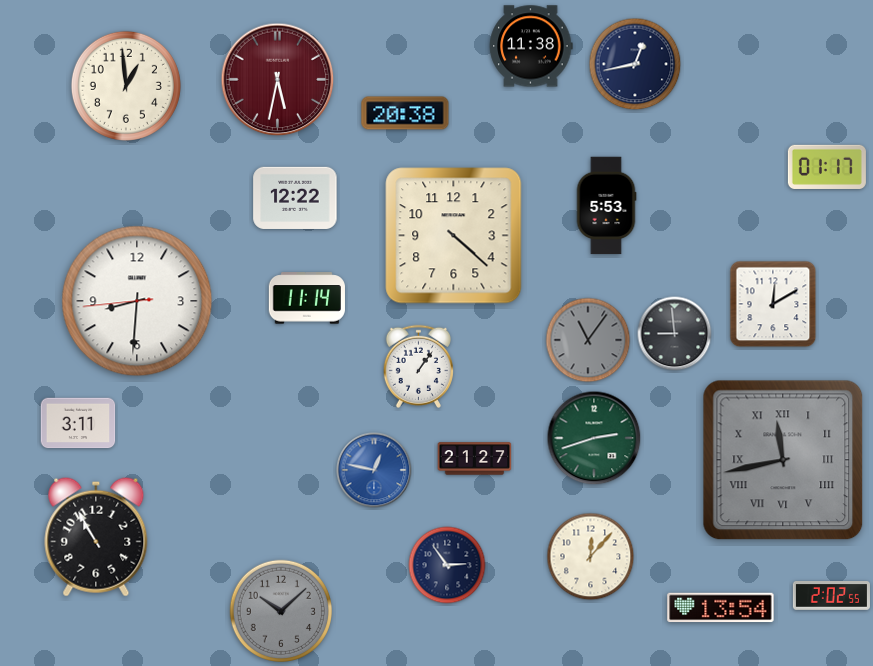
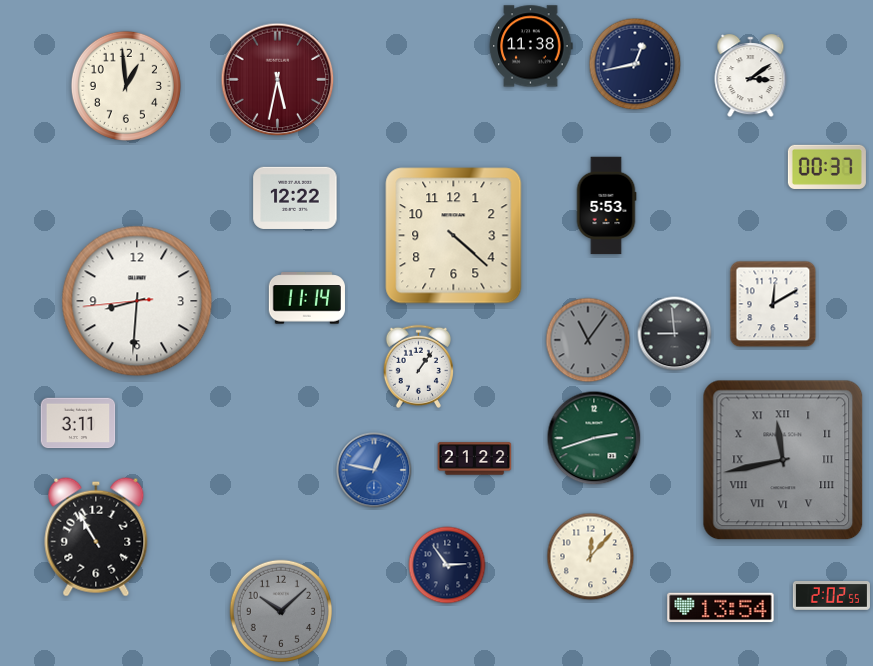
clock at (751, 76): none -> 3:09
clock at (405, 113): 20:38 -> none
clock at (827, 167): 01:17 -> 00:37
clock at (475, 459): 21:27 -> 21:22
